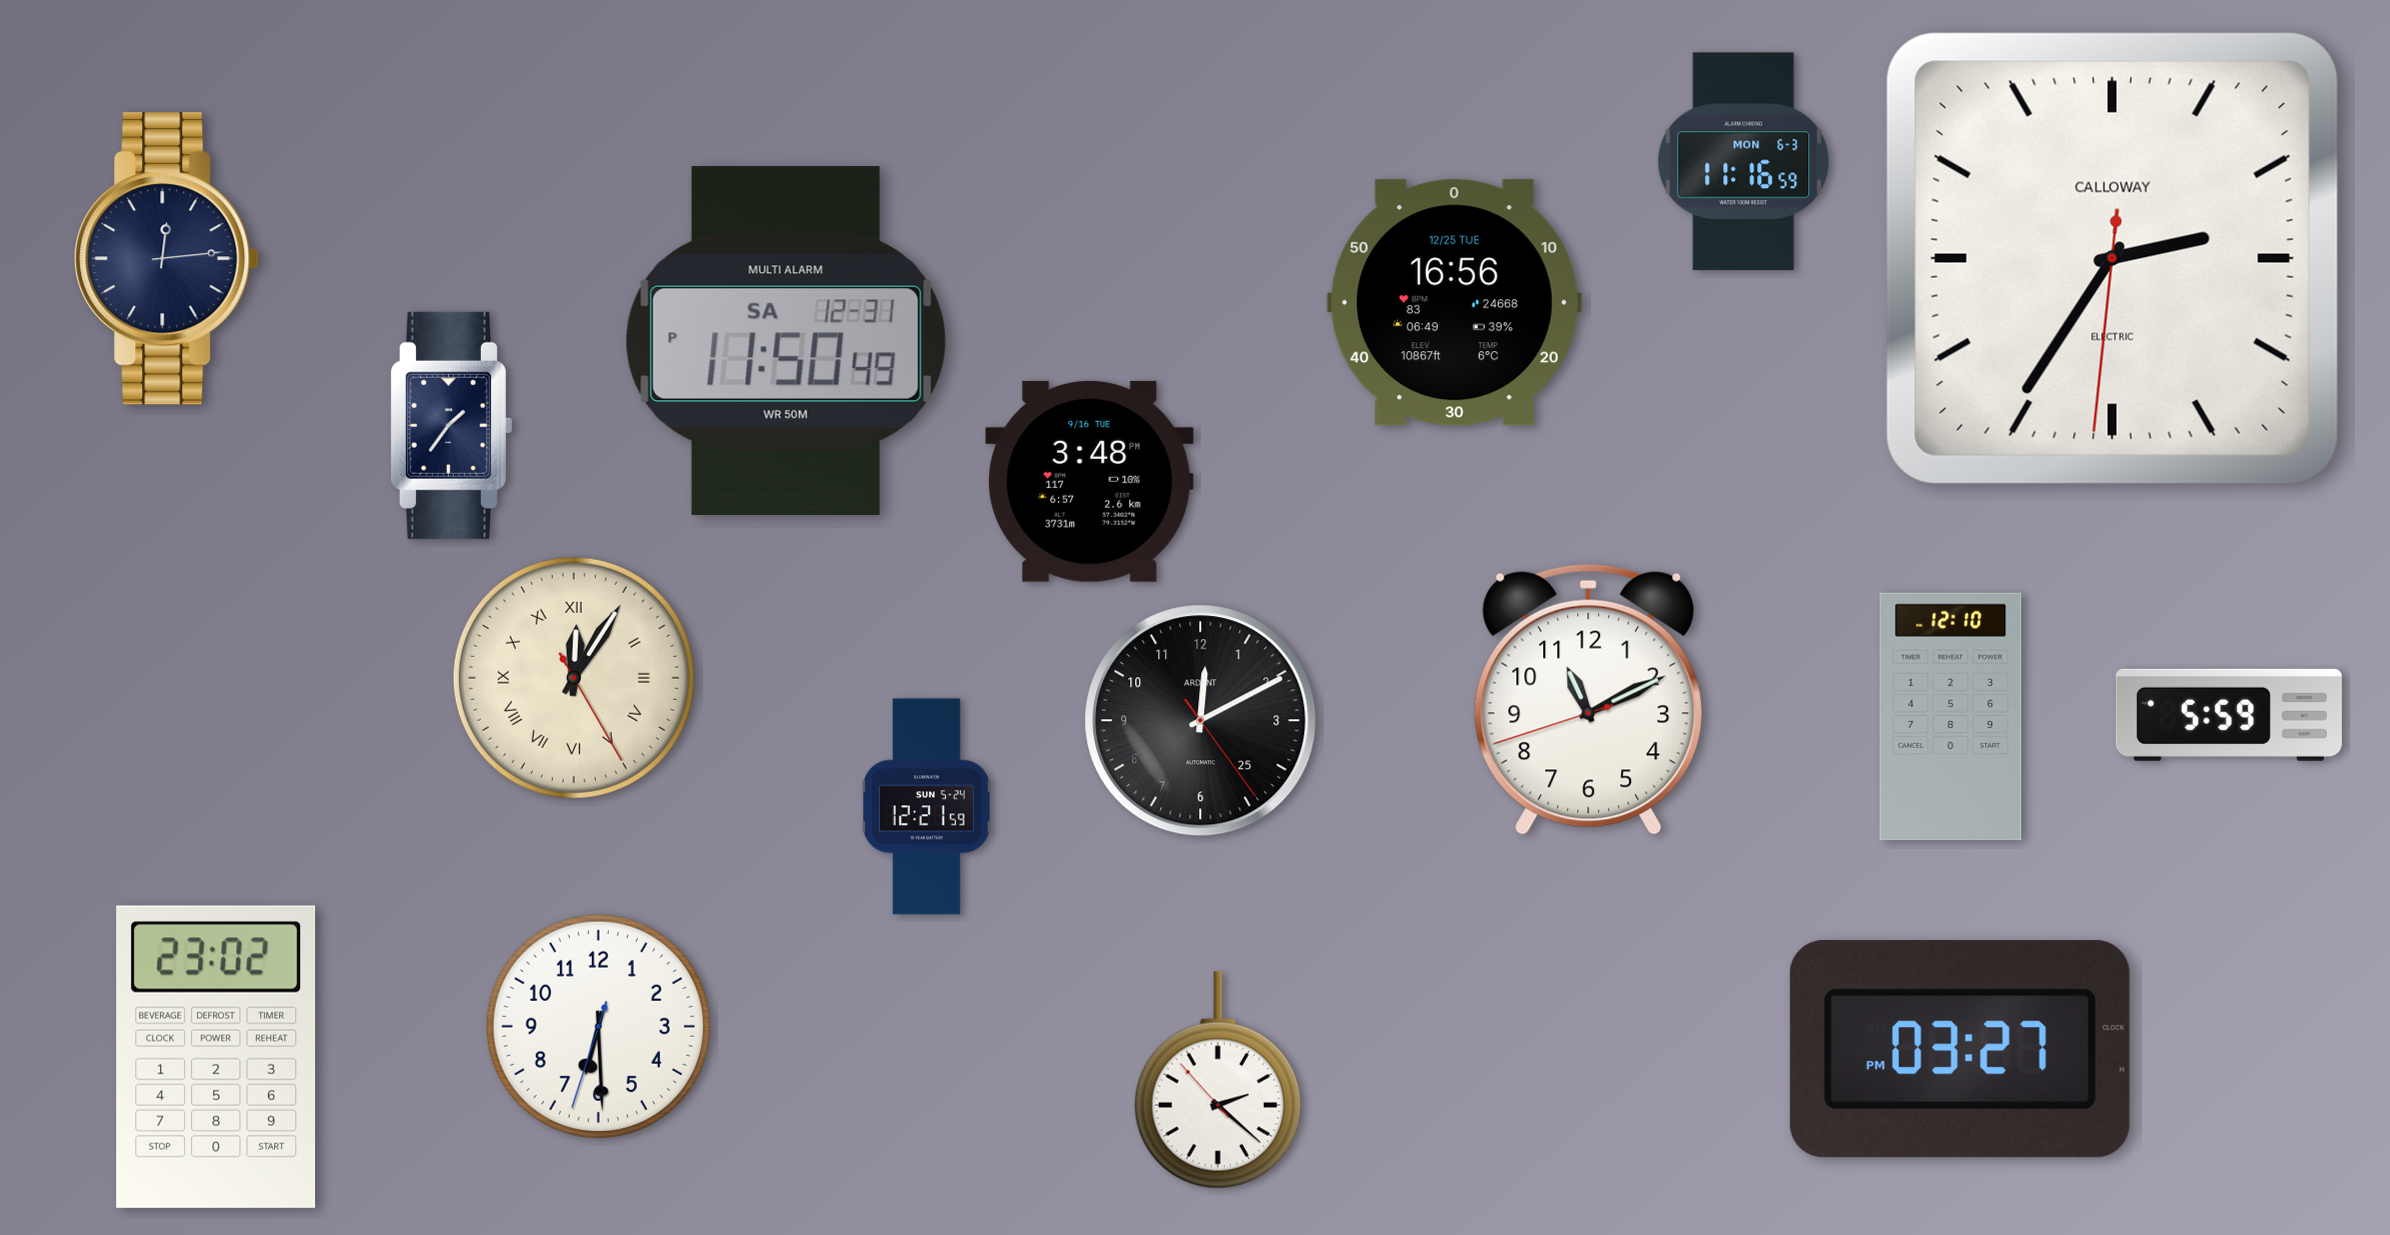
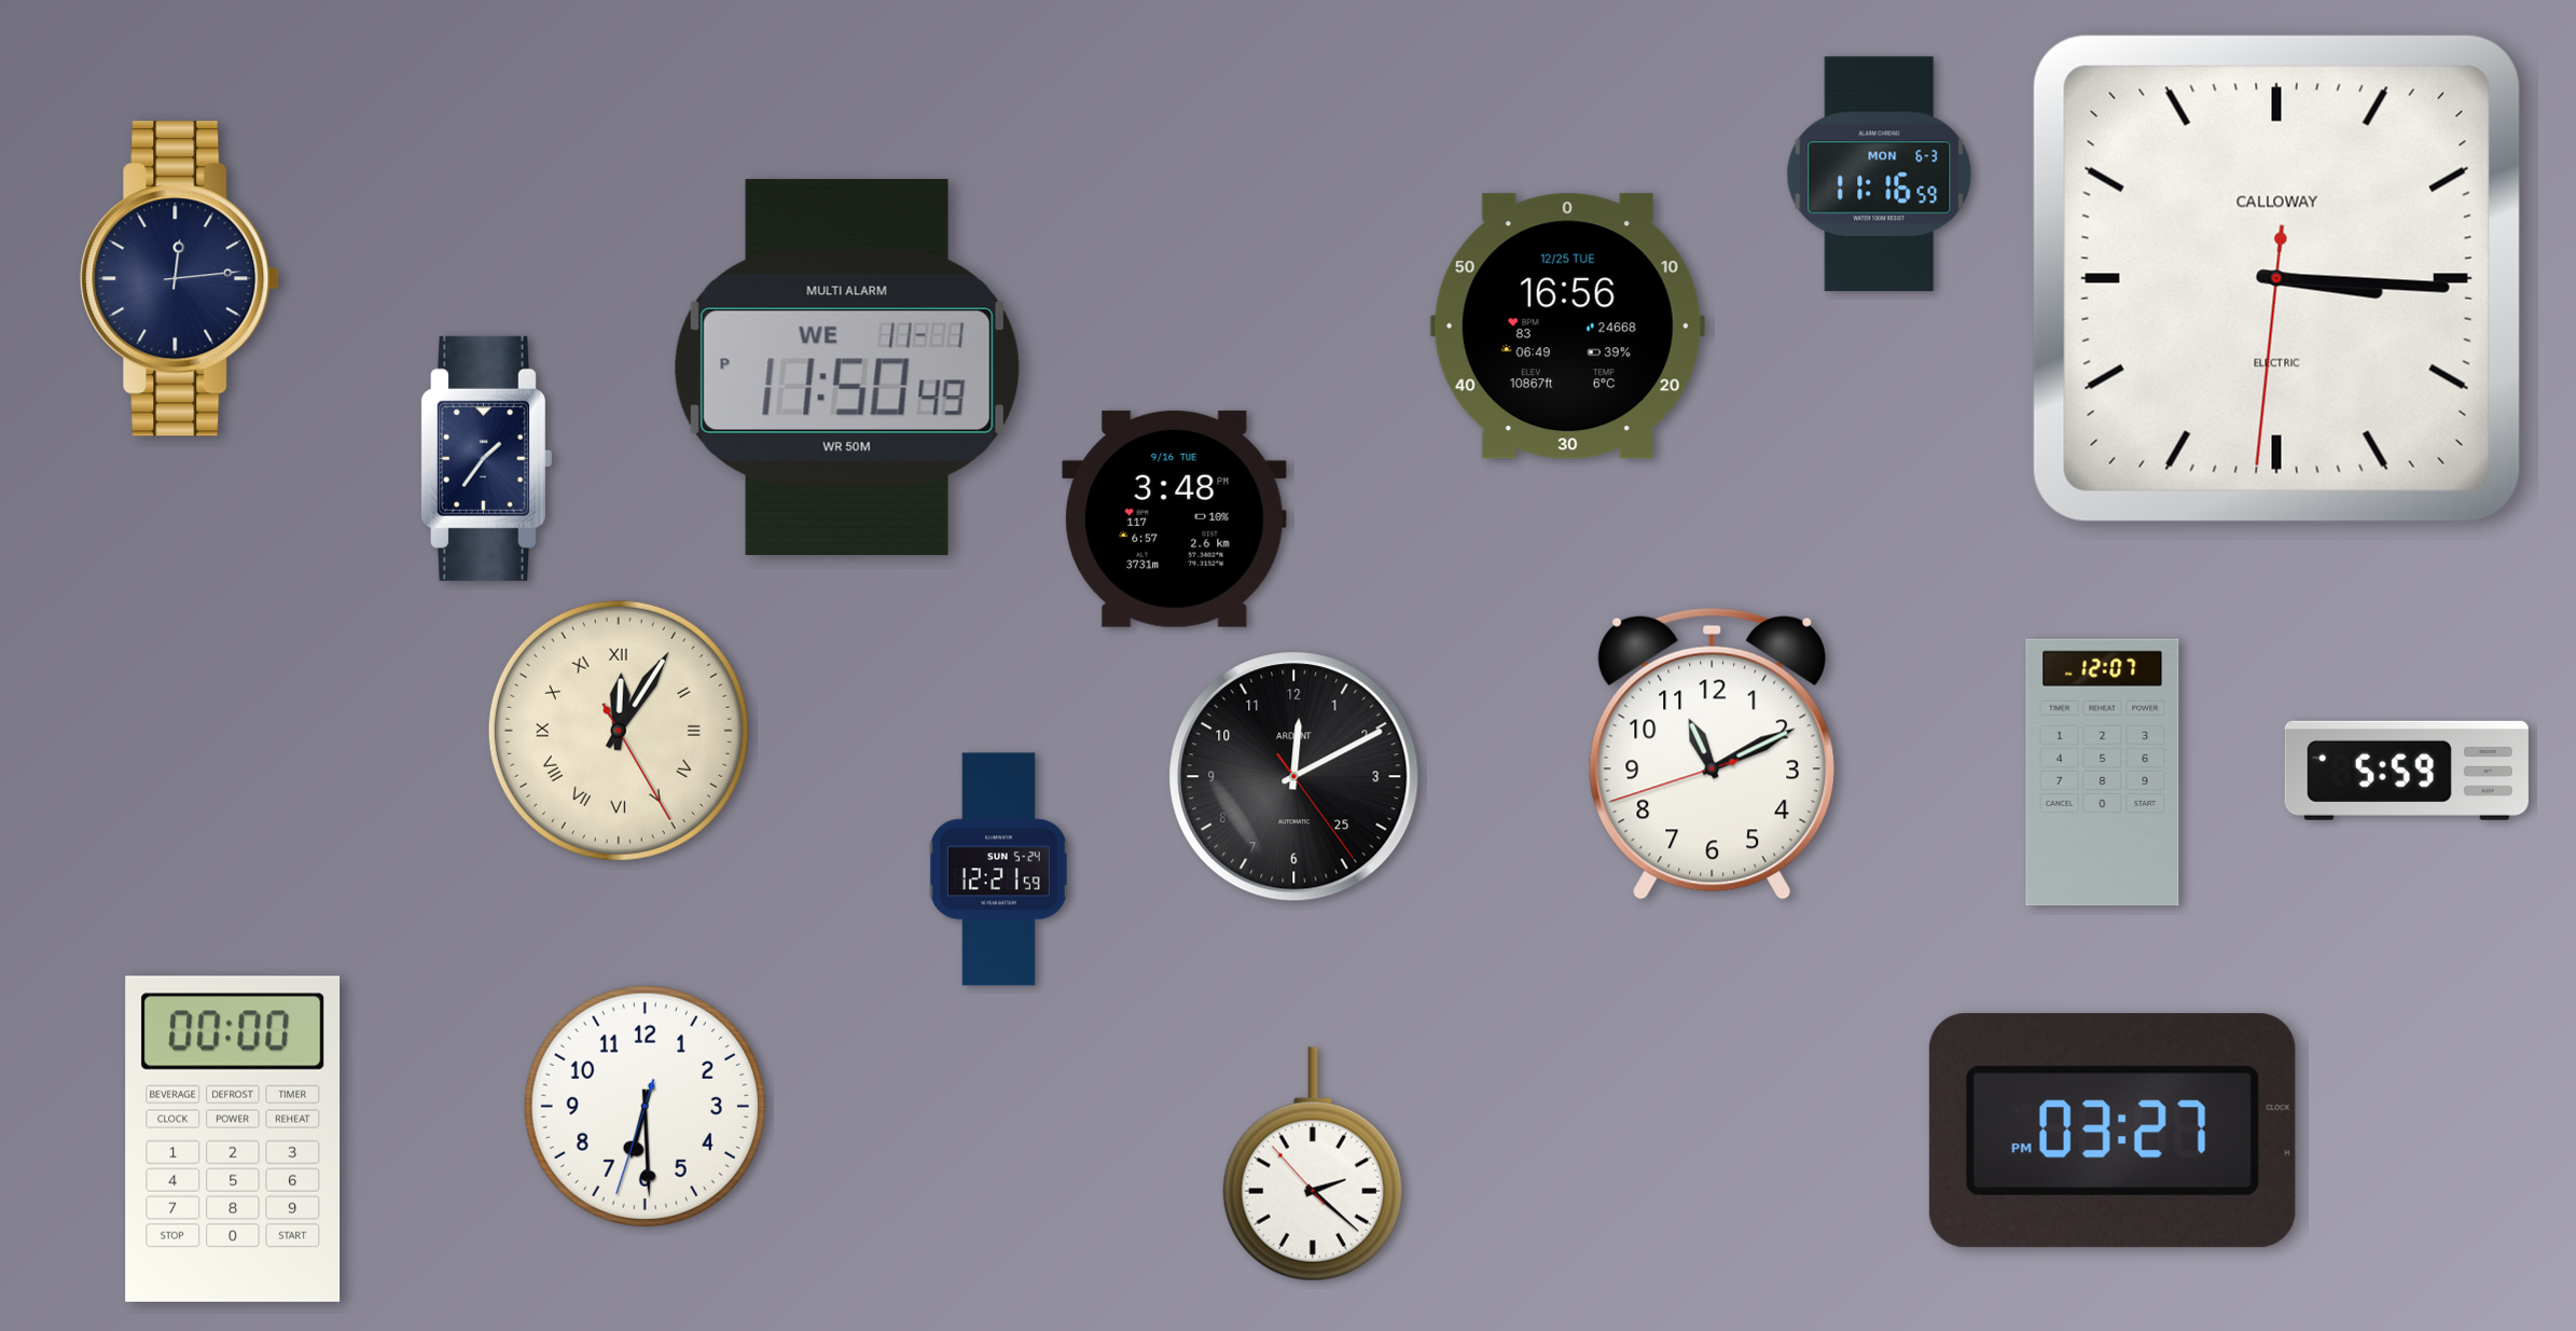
clock at (2112, 258): 2:35 -> 3:15
clock at (786, 340) date: SA 12-31 -> WE 11-1
clock at (2229, 715) position: (2229, 715) -> (2407, 771)
clock at (1951, 717): 12:10 -> 12:07
clock at (216, 1057): 23:02 -> 00:00
